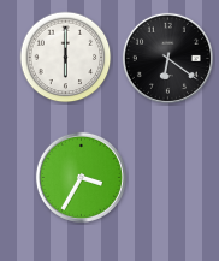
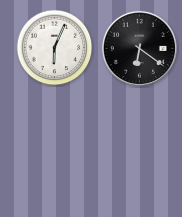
clock at (66, 58): 6:00 -> 6:04
clock at (81, 177): 3:35 -> none
